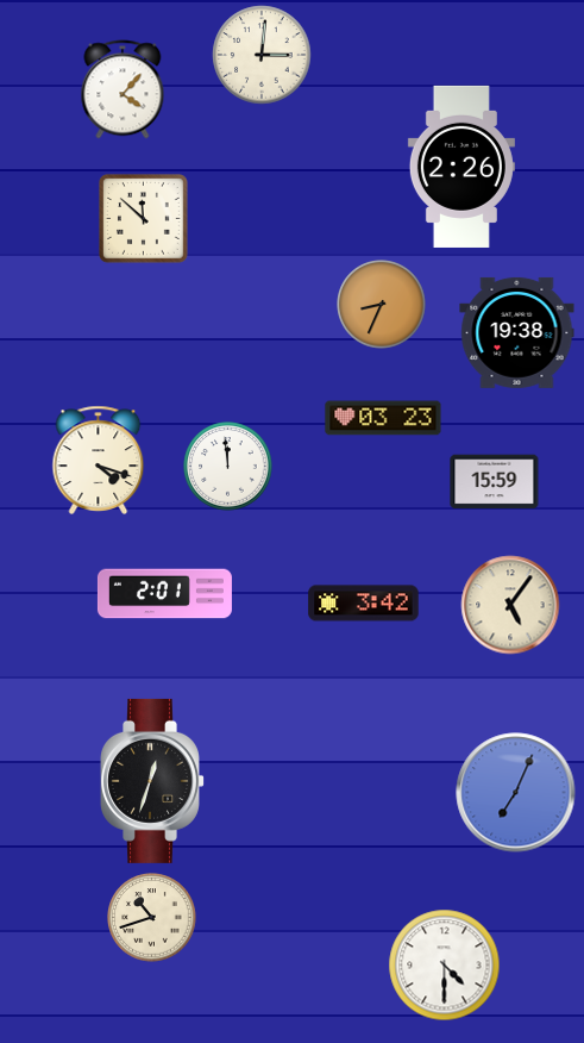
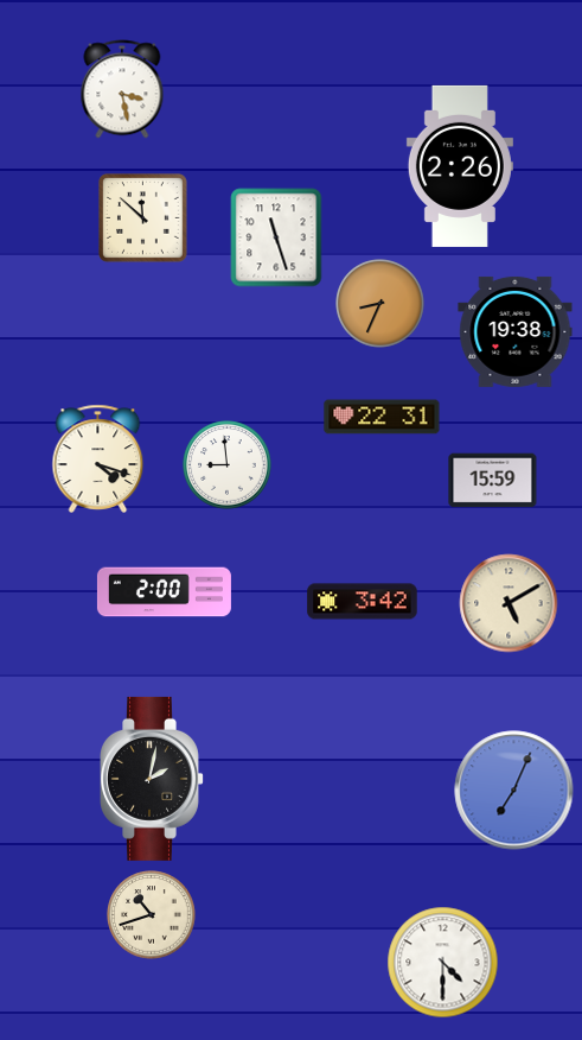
clock at (262, 55): 3:01 -> none
clock at (123, 89): 4:07 -> 3:28
clock at (276, 237): none -> 11:27
clock at (383, 418): 03:23 -> 22:31
clock at (228, 467): 11:59 -> 8:59
clock at (164, 594): 2:01 -> 2:00
clock at (510, 605): 5:06 -> 5:10
clock at (153, 781): 12:33 -> 2:02
